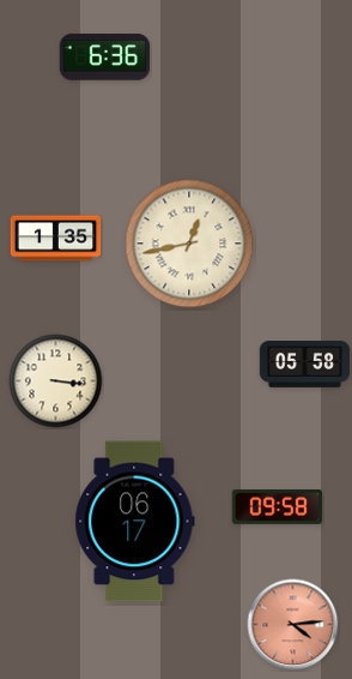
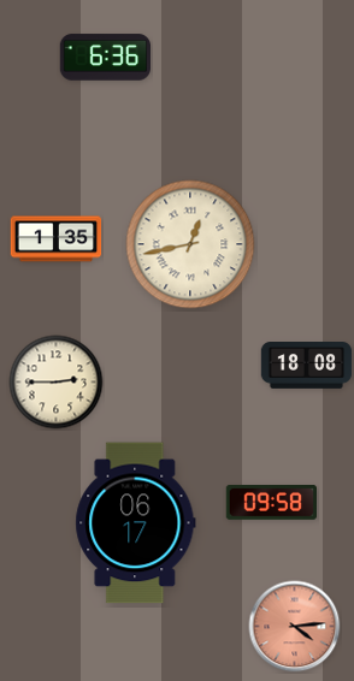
clock at (305, 365): 05:58 -> 18:08
clock at (56, 381): 3:16 -> 2:45
clock at (277, 506) position: (277, 506) -> (271, 502)
